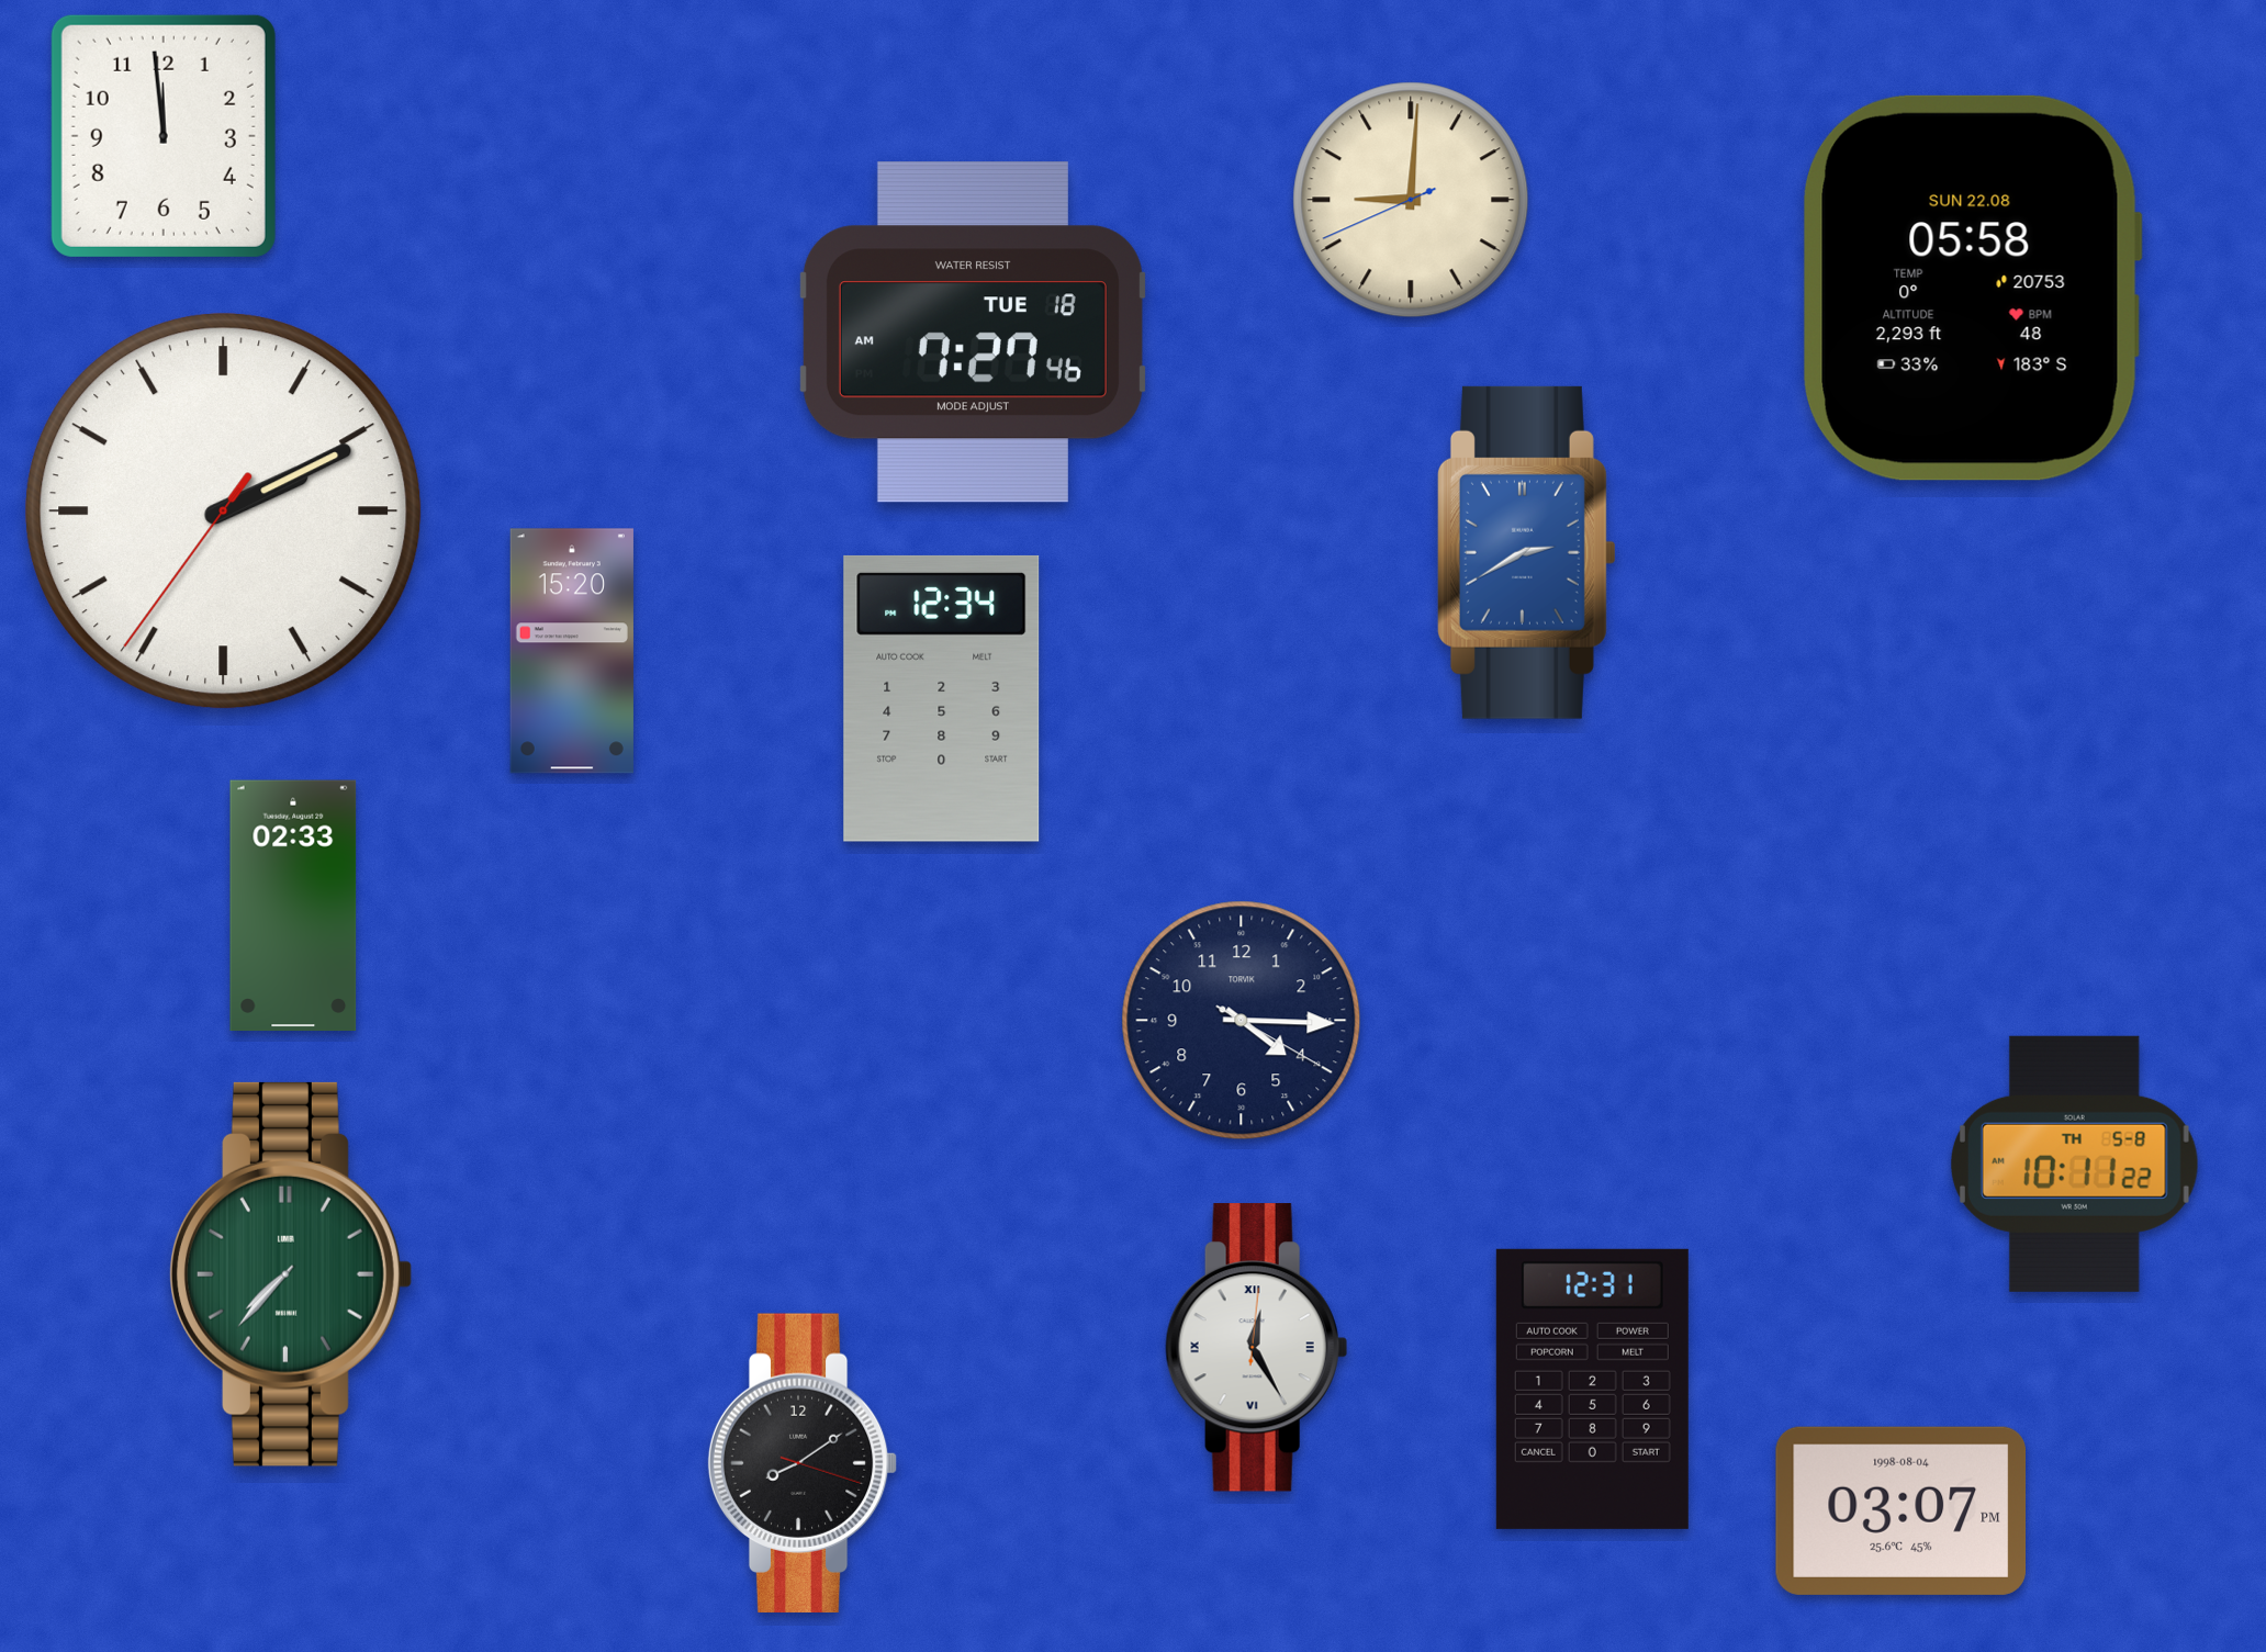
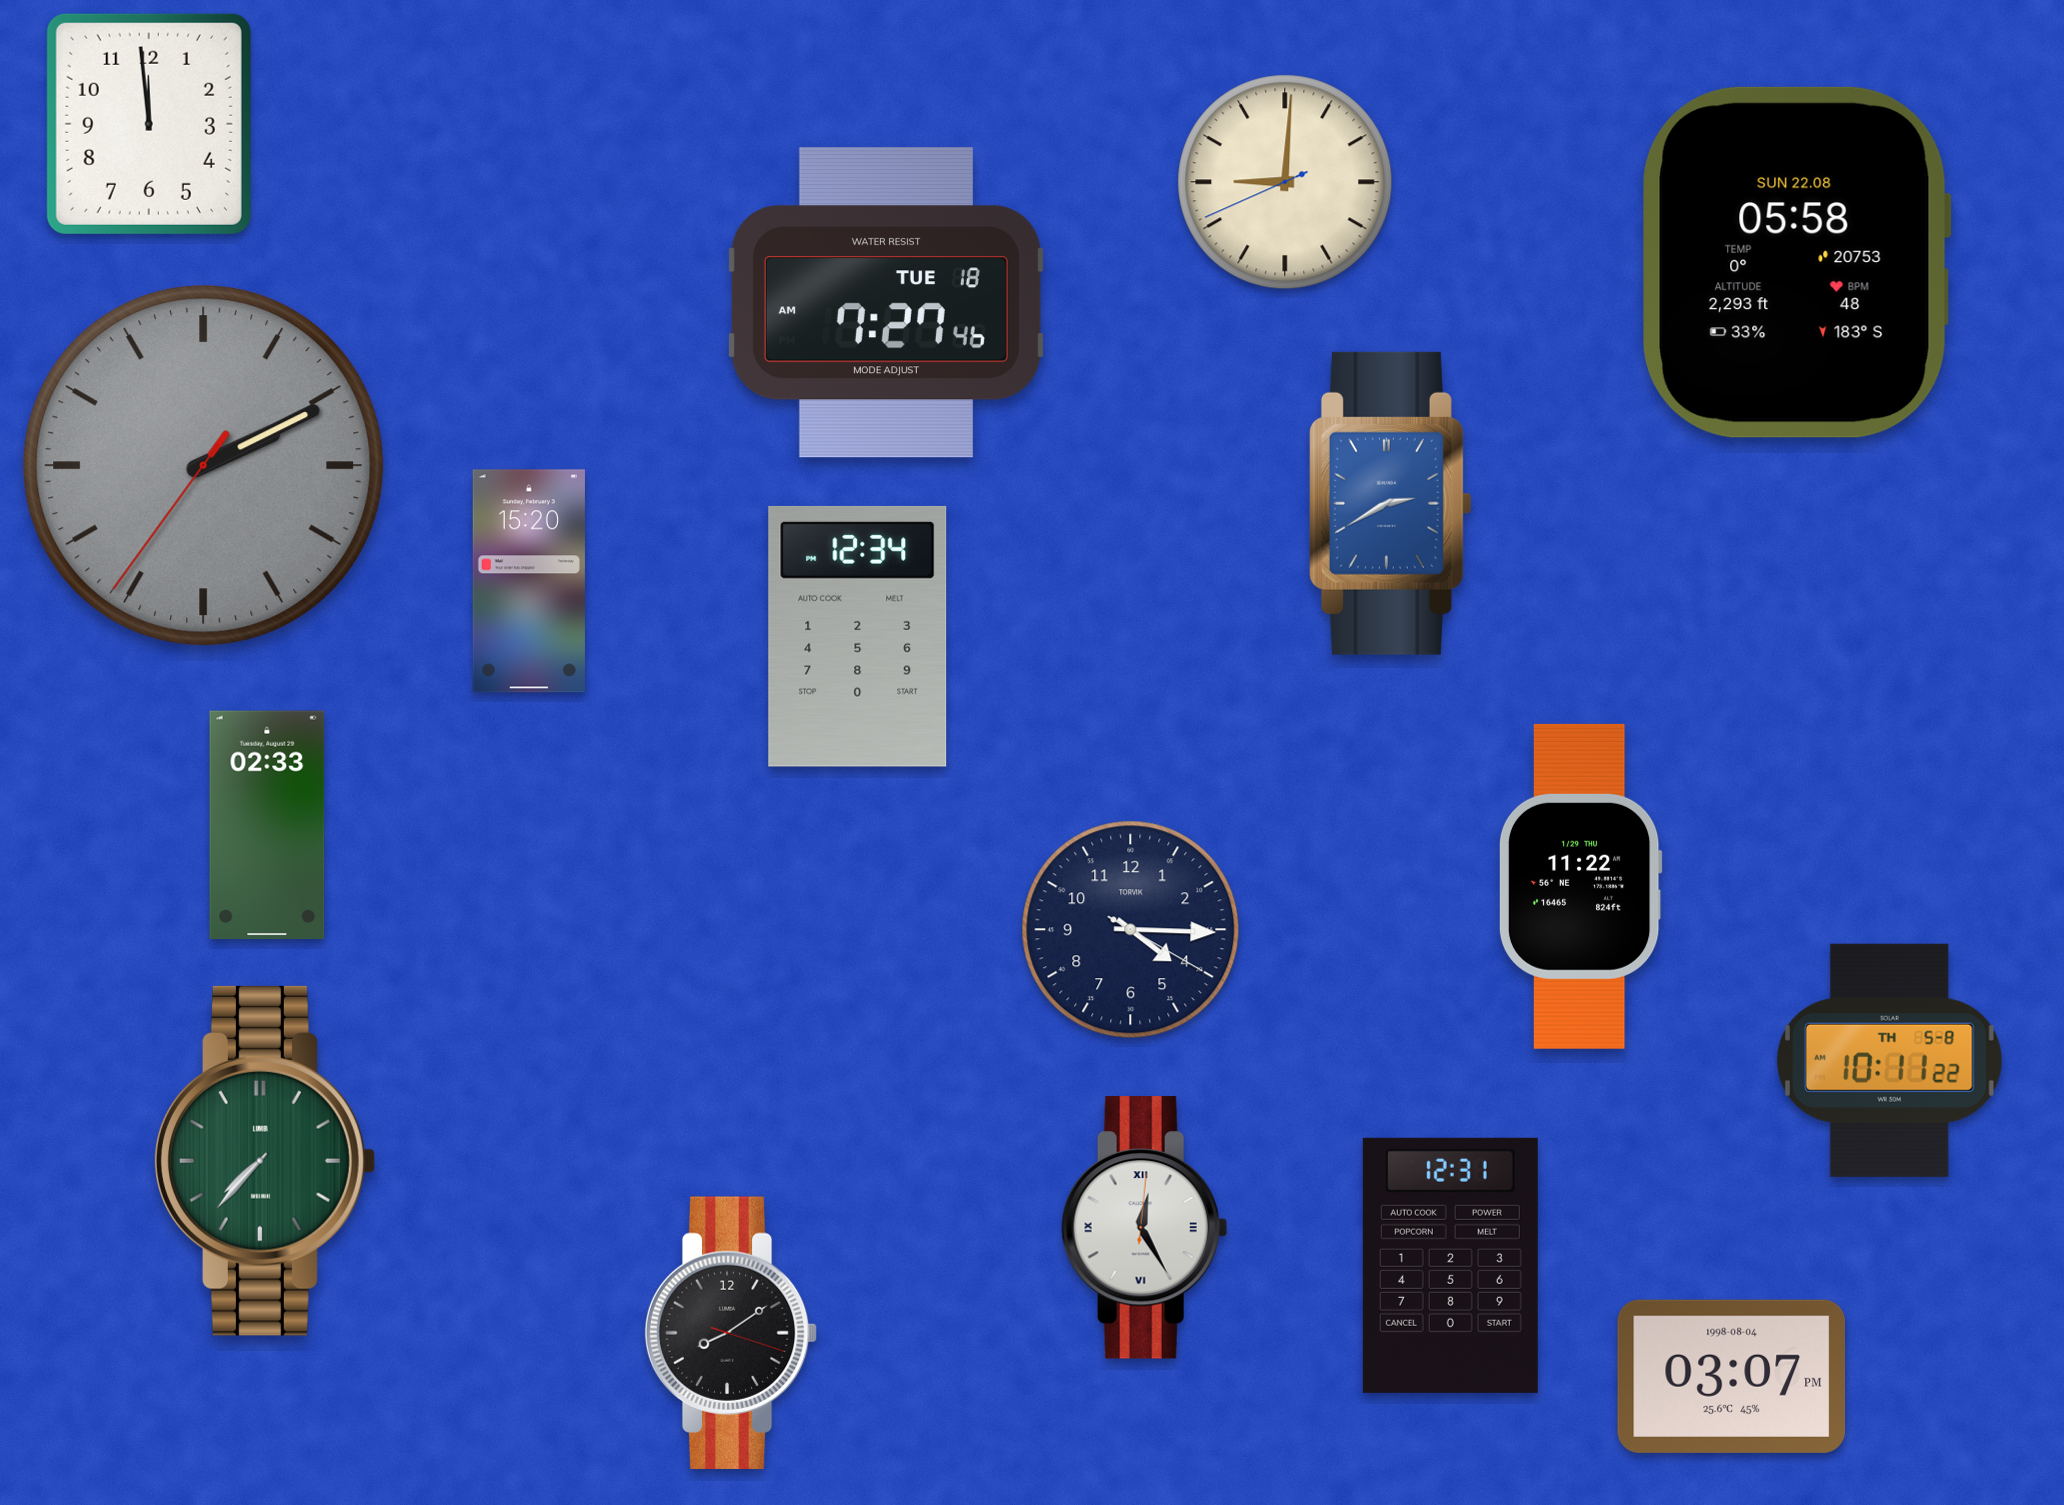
clock at (224, 512) dial: white -> grey
clock at (572, 651) position: (572, 651) -> (529, 581)
clock at (1580, 886): none -> 11:22
